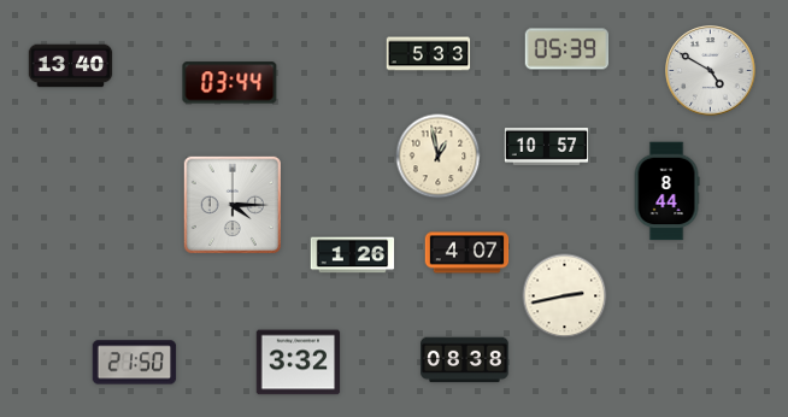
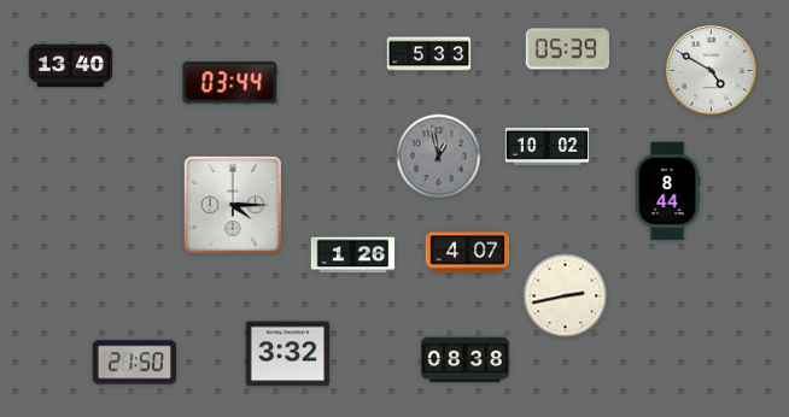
clock at (547, 146): 10:57 -> 10:02
clock at (439, 157) dial: cream -> grey
clock at (299, 363) position: (299, 363) -> (288, 354)
